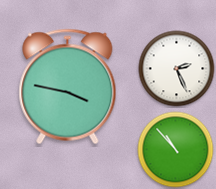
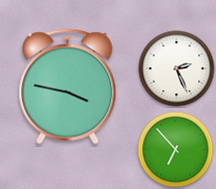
clock at (176, 150): 10:53 -> 6:53
